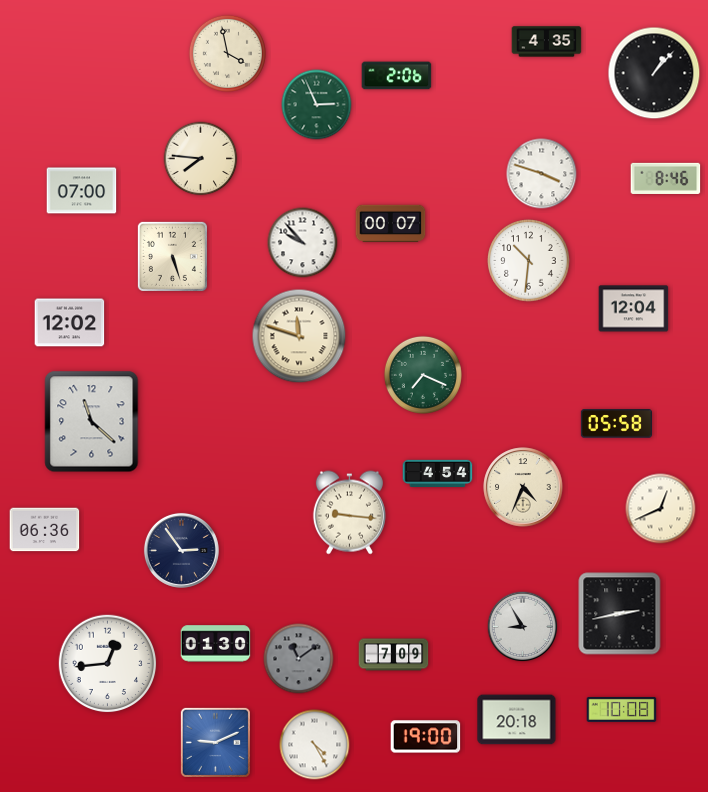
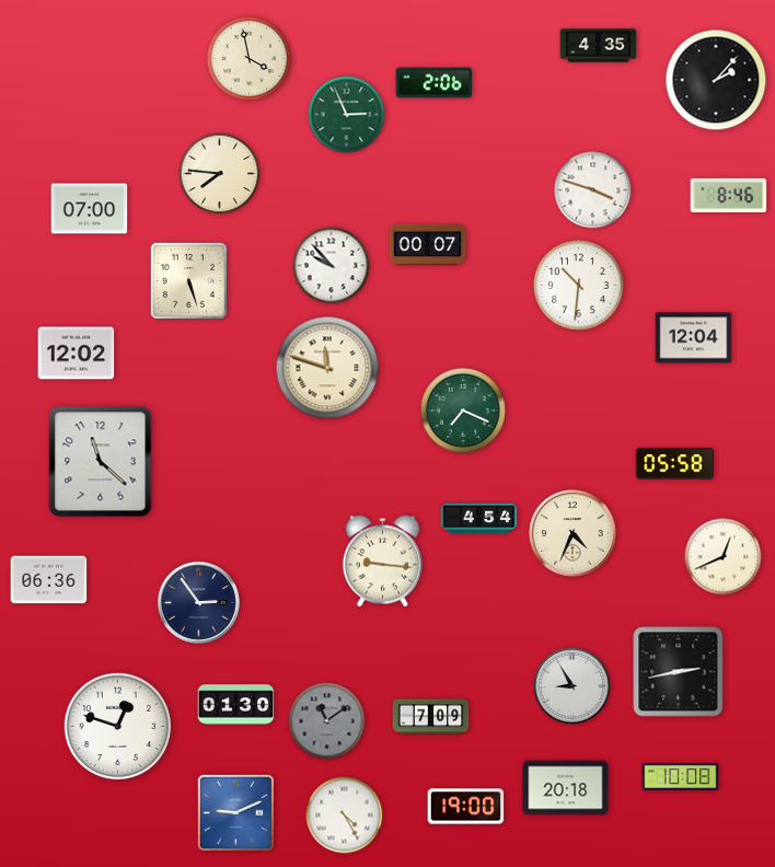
clock at (654, 73): 1:07 -> 2:07
clock at (108, 664): 12:44 -> 12:48
